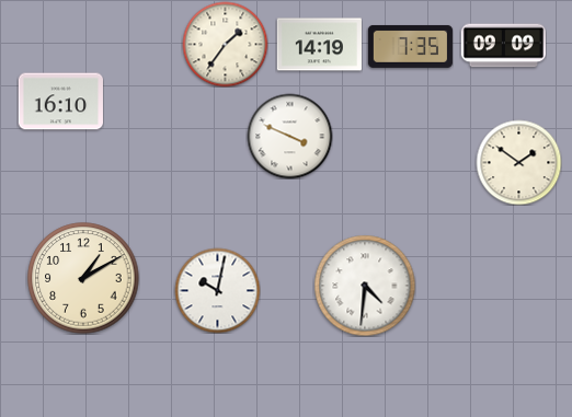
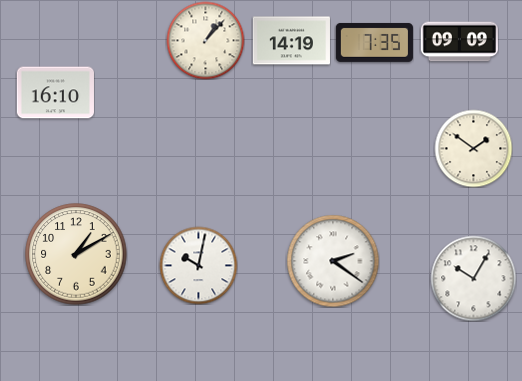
clock at (225, 44): 1:36 -> 1:07
clock at (289, 136): 3:49 -> none
clock at (365, 286): 4:31 -> 2:21
clock at (473, 278): none -> 10:05
